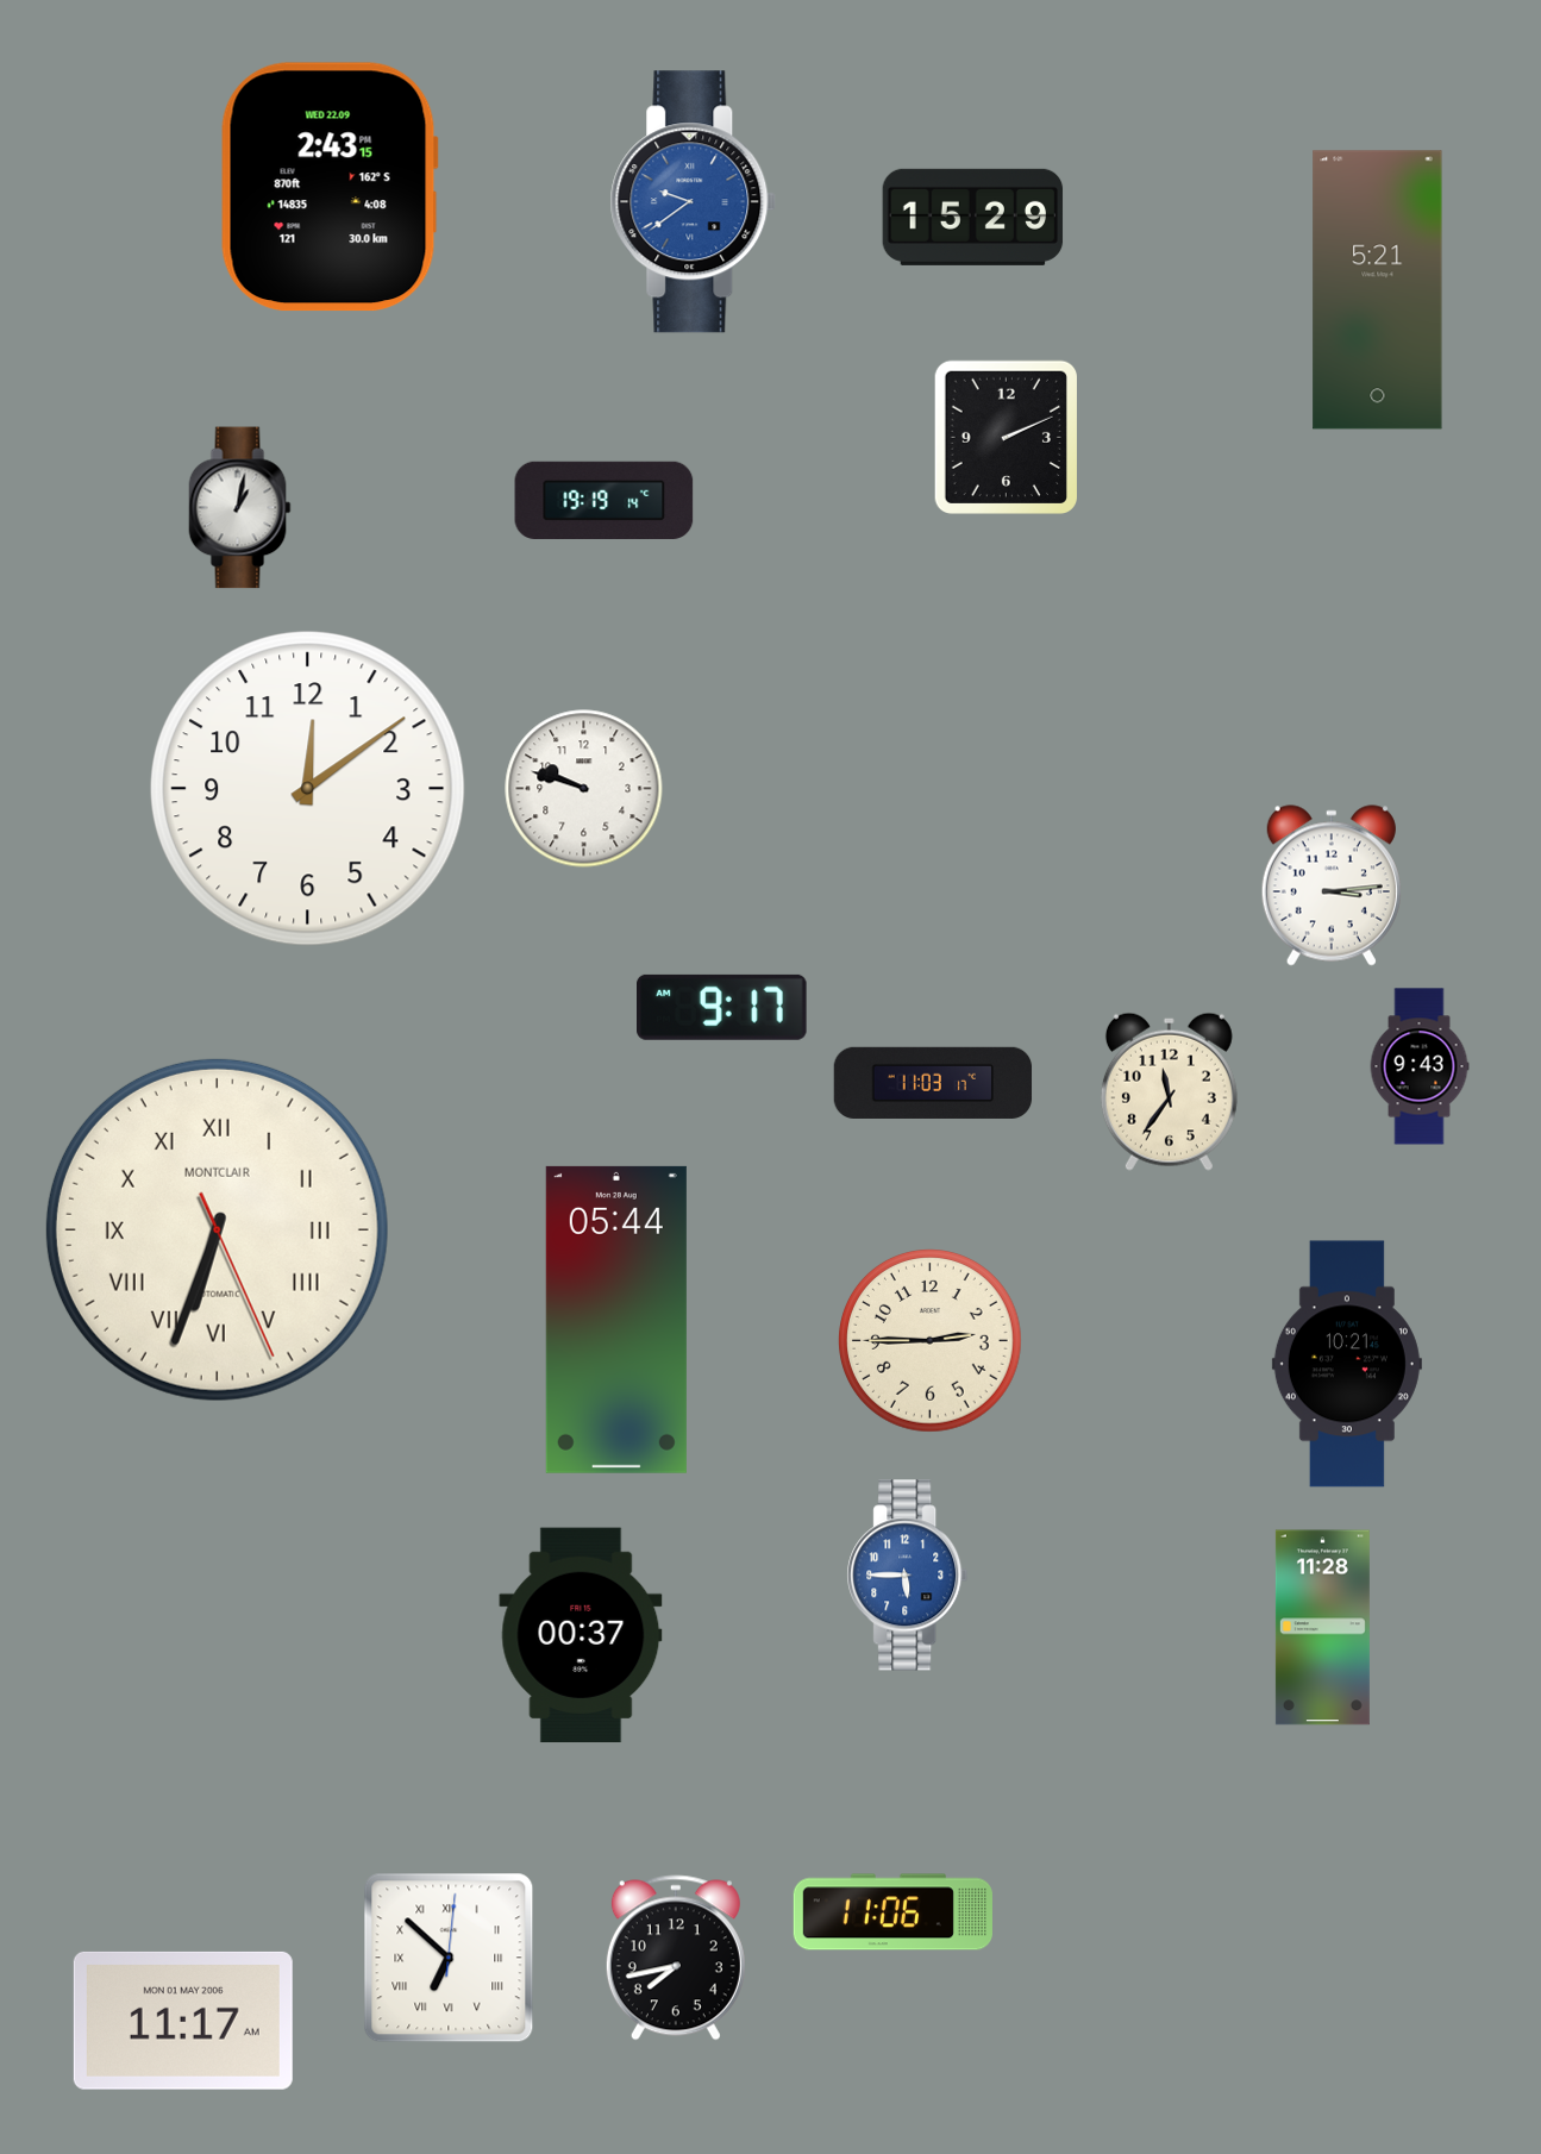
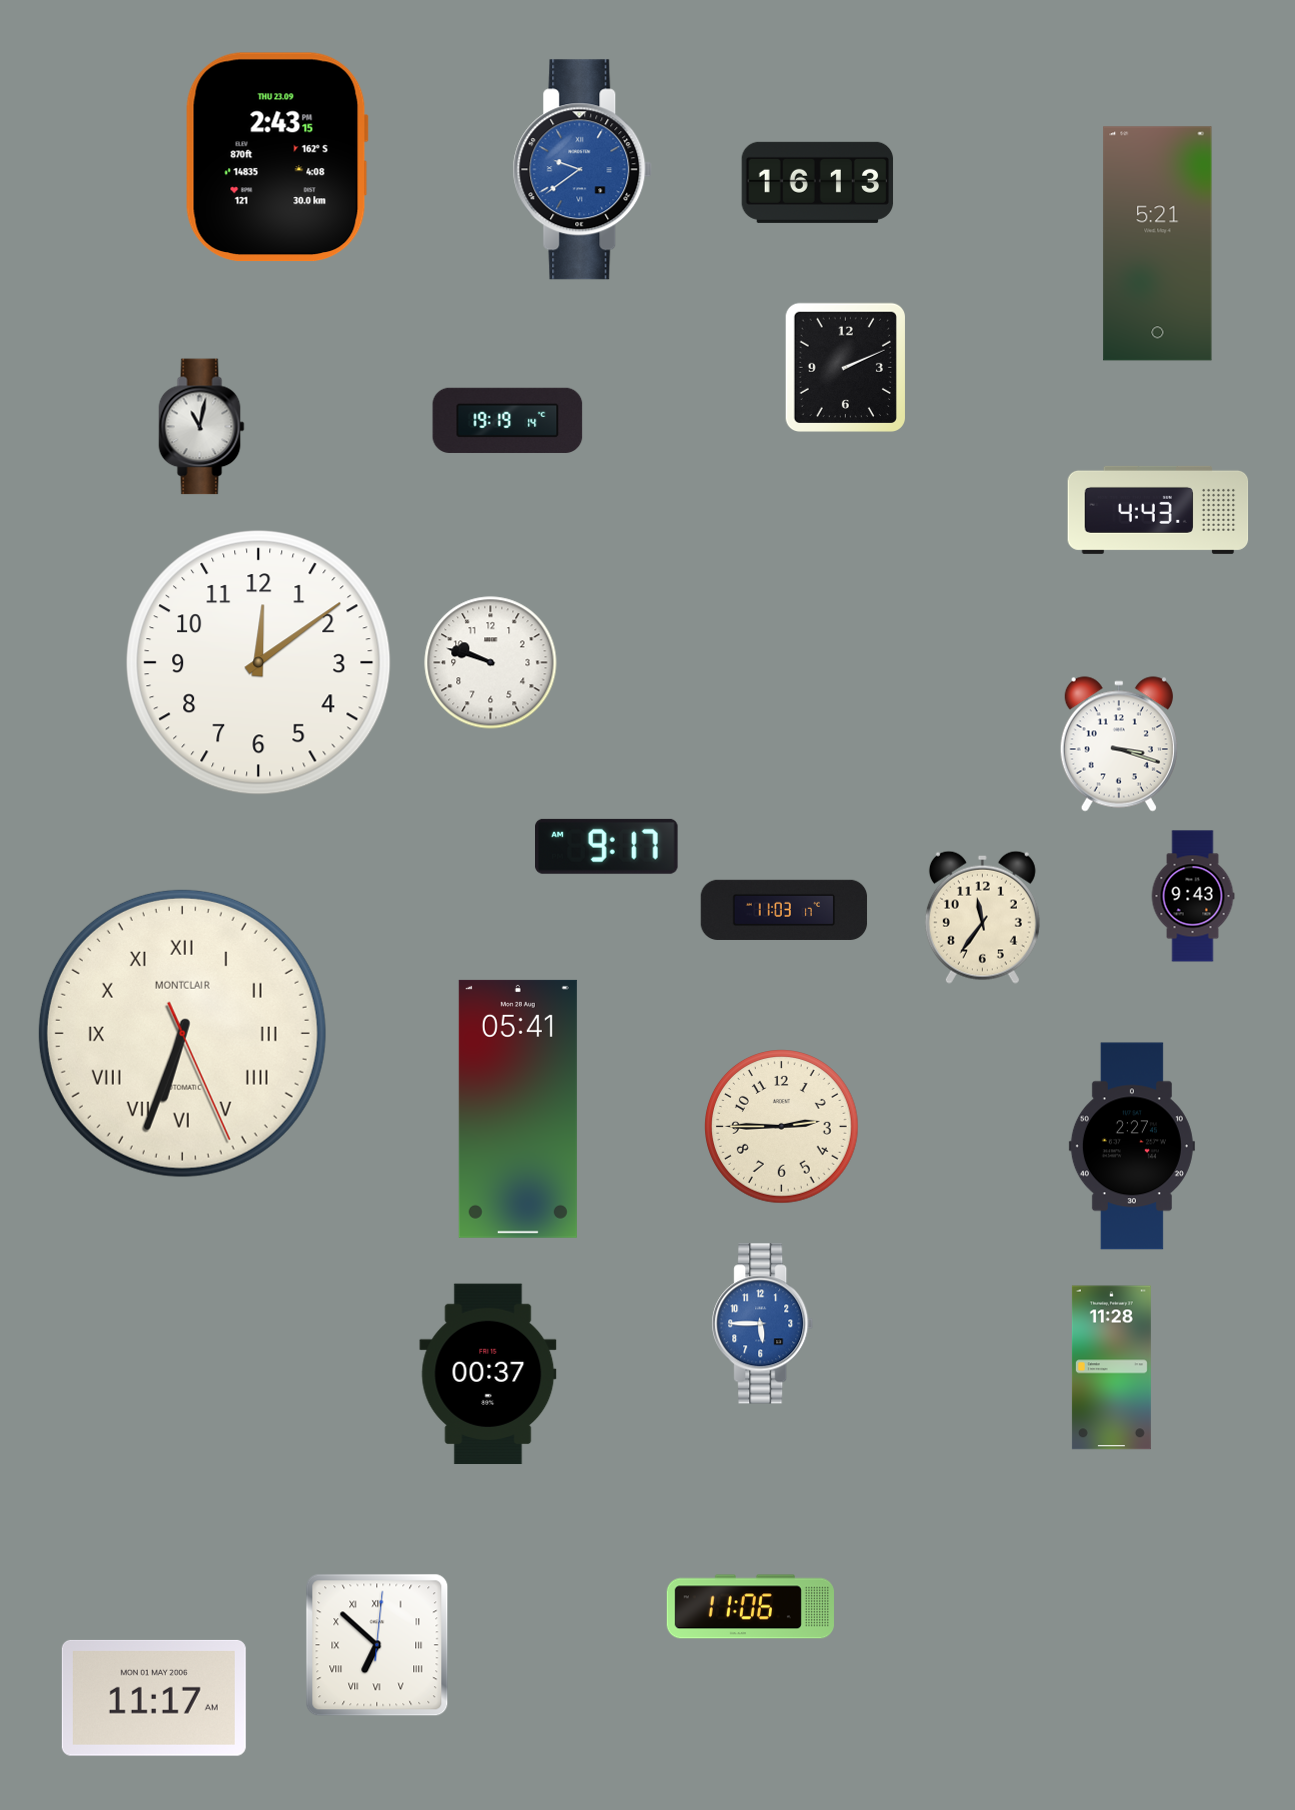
clock at (330, 187) date: WED 22.09 -> THU 23.09
clock at (973, 217): 15:29 -> 16:13
clock at (240, 508): 1:02 -> 11:02
clock at (1158, 510): none -> 4:43
clock at (1332, 885): 3:14 -> 3:18
clock at (616, 1320): 05:44 -> 05:41
clock at (1347, 1364): 10:21 -> 2:27
clock at (676, 1958): 7:43 -> none
